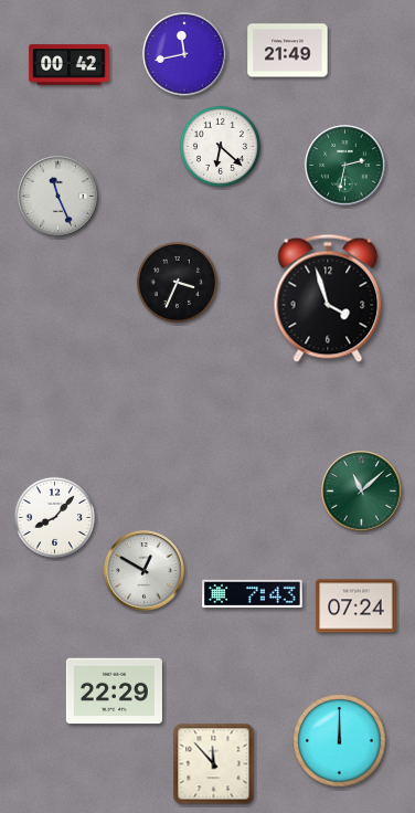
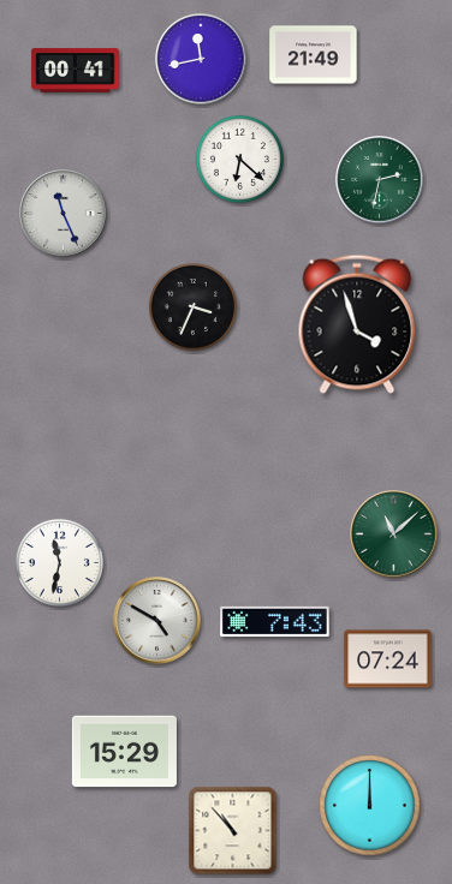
clock at (70, 65): 00:42 -> 00:41
clock at (345, 166) position: (345, 166) -> (380, 180)
clock at (54, 517): 8:07 -> 11:32
clock at (145, 571): 12:50 -> 4:50
clock at (253, 593) position: (253, 593) -> (275, 621)
clock at (114, 691): 22:29 -> 15:29
clock at (214, 764): 11:53 -> 10:53
